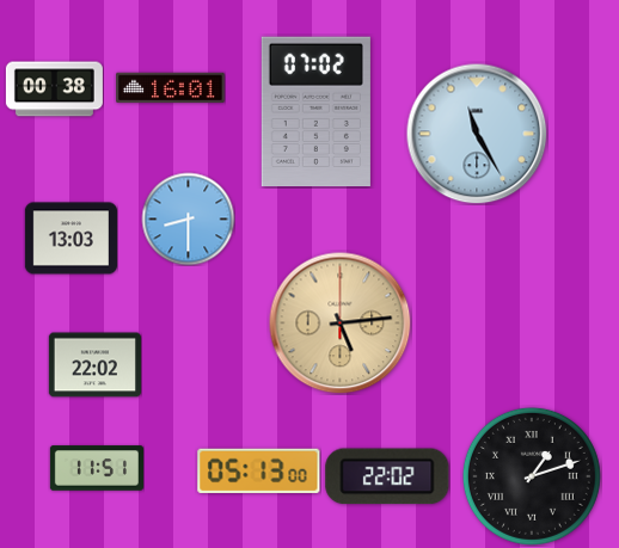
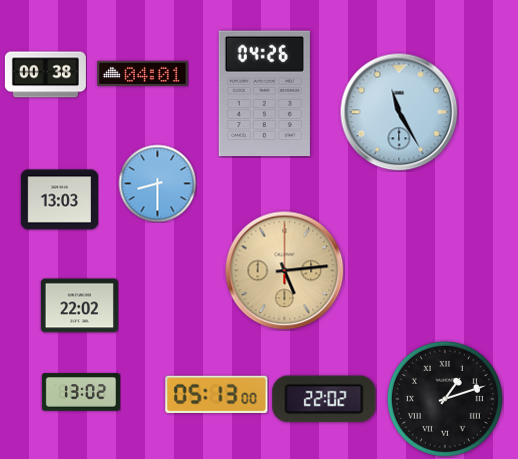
clock at (171, 88): 16:01 -> 04:01
clock at (315, 112): 07:02 -> 04:26
clock at (96, 468): 11:51 -> 13:02
